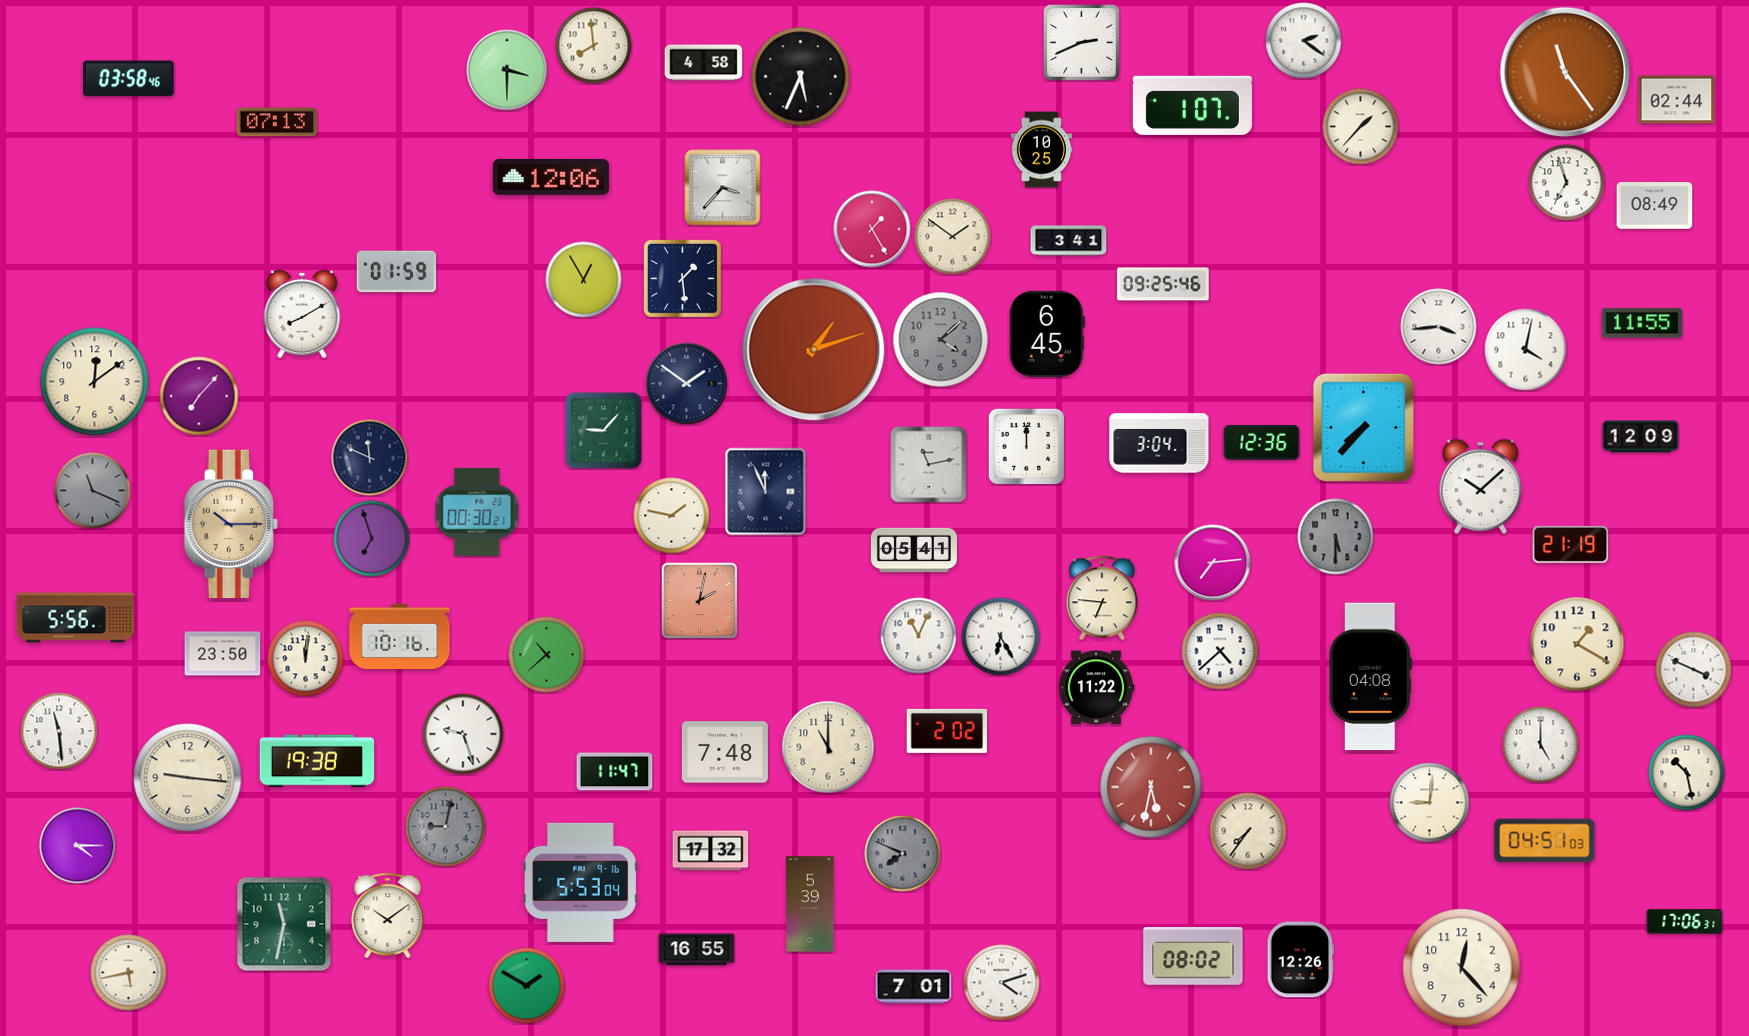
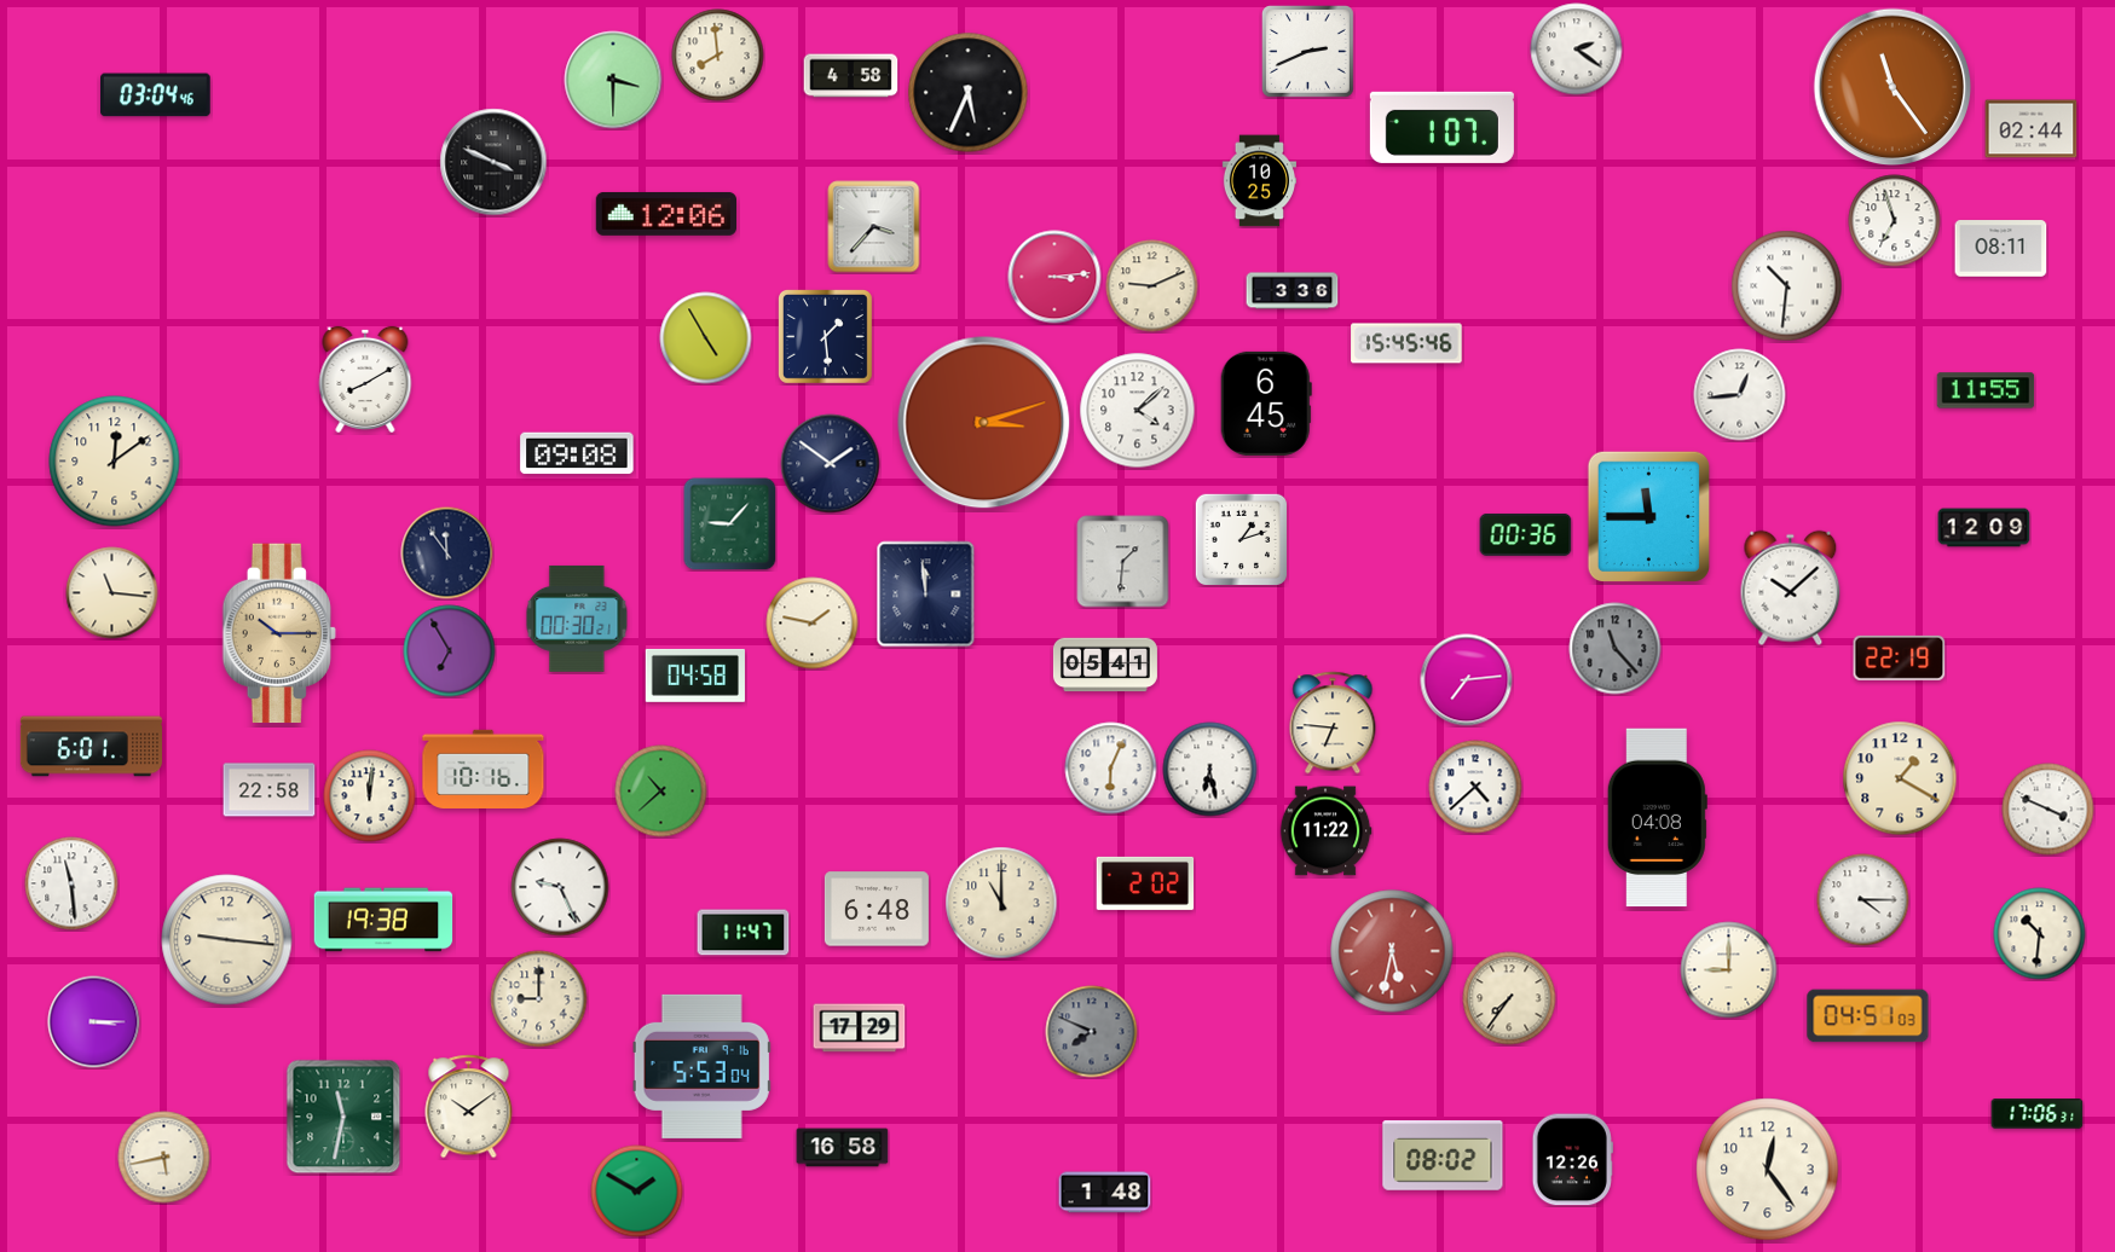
clock at (507, 70) position: (507, 70) -> (613, 80)
clock at (129, 79): 03:58 -> 03:04
clock at (1677, 100) position: (1677, 100) -> (2032, 129)
clock at (277, 122): 07:13 -> none
clock at (1361, 127): 1:37 -> none
clock at (493, 162): none -> 3:49
clock at (1655, 206): 08:49 -> 08:11
clock at (872, 229): 1:25 -> 3:14
clock at (953, 237): 1:51 -> 9:11
clock at (1787, 286): none -> 10:31
clock at (1069, 241): 3:41 -> 3:36
clock at (397, 272): 01:59 -> none
clock at (584, 280): 12:55 -> 4:55
clock at (1163, 284): 09:25 -> 15:45
clock at (1439, 327): 3:44 -> 12:44
clock at (941, 340) dial: grey -> white
clock at (814, 350): 1:12 -> 3:12
clock at (1526, 350): 4:02 -> none
clock at (577, 453): none -> 09:08
clock at (199, 396): 7:07 -> none
clock at (1363, 427): 7:37 -> 11:45
clock at (604, 431) position: (604, 431) -> (730, 524)
clock at (1262, 442): 12:36 -> 00:36
clock at (1159, 443): 3:04 -> none
clock at (1026, 446): 12:00 -> 1:12
clock at (370, 458): 11:49 -> 11:54
clock at (929, 465): 11:13 -> 1:31
clock at (93, 491): 11:19 -> 11:16
clock at (93, 491) dial: grey -> cream
clock at (766, 492): 11:56 -> 11:59
clock at (1336, 537): 5:30 -> 11:23
clock at (372, 539): 6:57 -> 6:55
clock at (1571, 544): 21:19 -> 22:19
clock at (695, 676): none -> 04:58
clock at (699, 600): 2:02 -> none
clock at (75, 618): 5:56 -> 6:01
clock at (919, 636): 11:04 -> 6:04
clock at (1001, 637): 6:25 -> 6:28
clock at (1577, 644) position: (1577, 644) -> (1900, 778)
clock at (223, 654): 23:50 -> 22:58
clock at (463, 734): 9:27 -> 9:26
clock at (1541, 745): 5:00 -> 4:15
clock at (725, 752): 7:48 -> 6:48
clock at (1687, 773): 10:28 -> 10:31
clock at (1430, 803): 9:01 -> 9:00
clock at (446, 827): 9:02 -> 9:00
clock at (446, 827) dial: grey -> cream
clock at (1248, 831) position: (1248, 831) -> (1509, 998)
clock at (78, 846): 4:15 -> 3:15
clock at (711, 851): 17:32 -> 17:29
clock at (810, 904): 5:39 -> none
clock at (697, 950): 16:55 -> 16:58
clock at (1462, 968): 12:23 -> 12:24
clock at (129, 973) position: (129, 973) -> (164, 1158)
clock at (1002, 983): 4:12 -> none
clock at (914, 987): 7:01 -> 1:48
